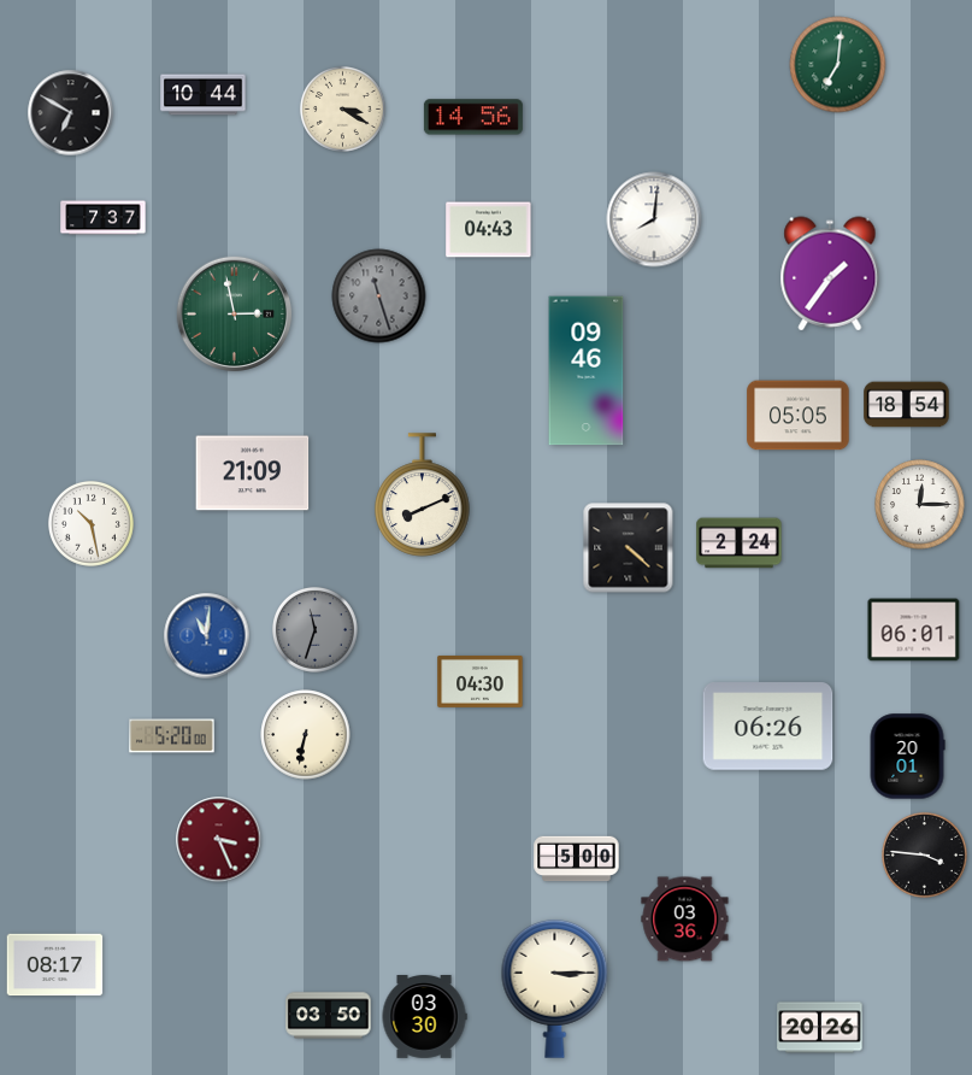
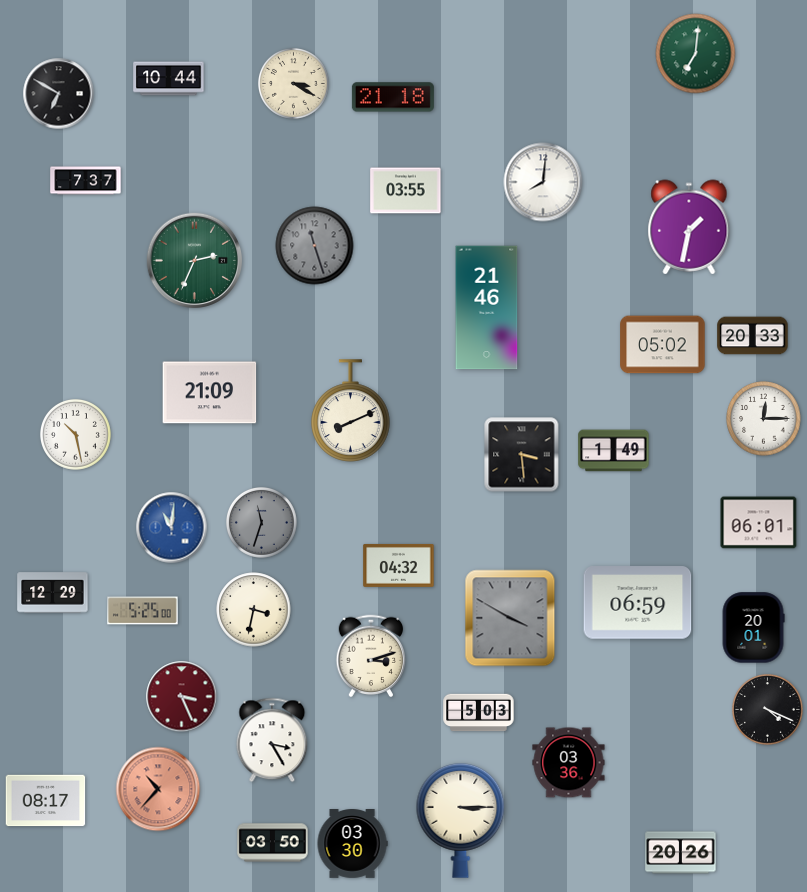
clock at (342, 108) position: (342, 108) -> (293, 83)
clock at (473, 117): 14:56 -> 21:18
clock at (489, 230): 04:43 -> 03:55
clock at (830, 274): 1:36 -> 1:32
clock at (235, 315): 2:58 -> 2:34
clock at (587, 371): 09:46 -> 21:46
clock at (907, 405): 18:54 -> 20:33
clock at (799, 416): 05:05 -> 05:02
clock at (740, 544): 2:24 -> 1:49
clock at (629, 548): 4:22 -> 3:29
clock at (481, 681): 04:30 -> 04:32
clock at (53, 593): none -> 12:29
clock at (768, 727): 06:26 -> 06:59
clock at (306, 735): 6:32 -> 3:32
clock at (172, 736): 5:20 -> 5:25
clock at (510, 618): none -> 3:50
clock at (371, 656): none -> 3:12
clock at (924, 854): 3:46 -> 4:19
clock at (577, 859): 5:00 -> 5:03
clock at (272, 740): none -> 3:25
clock at (158, 789): none -> 10:37
